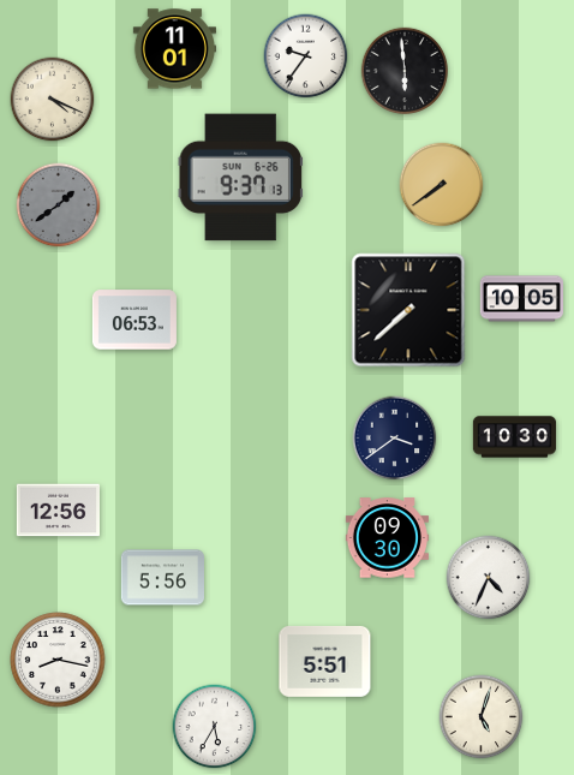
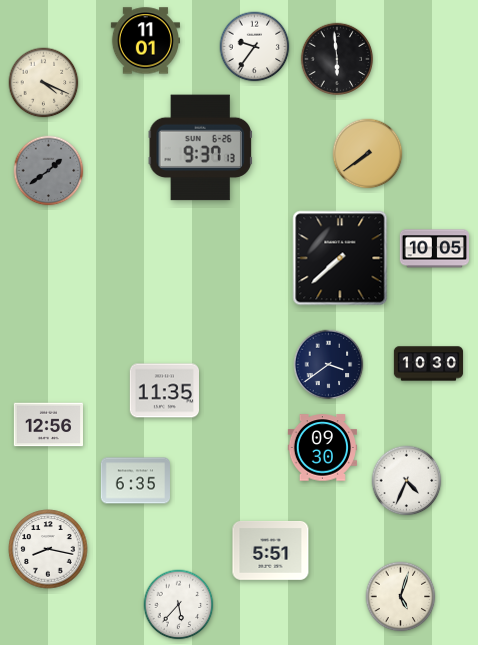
clock at (134, 320): 06:53 -> none
clock at (164, 391): none -> 11:35
clock at (162, 578): 5:56 -> 6:35
clock at (215, 727): 5:35 -> 5:37
